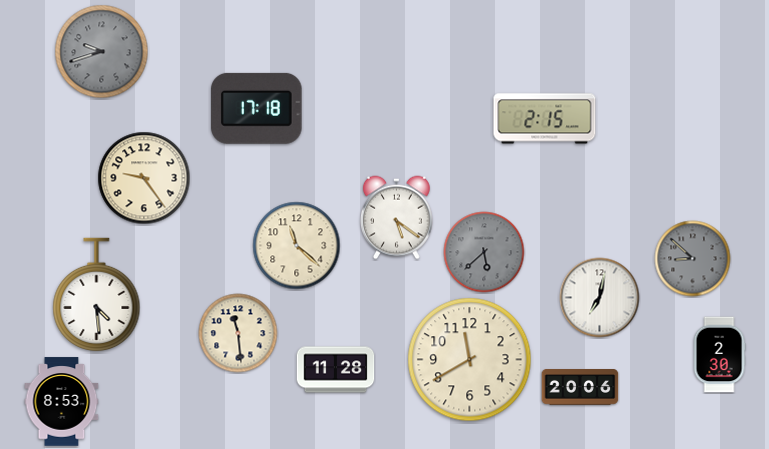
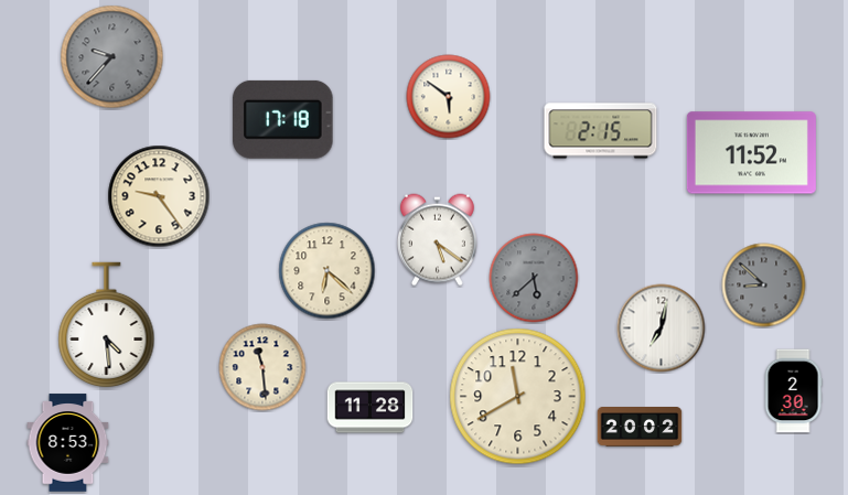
clock at (102, 52): 9:42 -> 9:37
clock at (449, 97): none -> 5:51
clock at (751, 153): none -> 11:52
clock at (297, 246): 11:22 -> 6:22
clock at (580, 387): 20:06 -> 20:02
